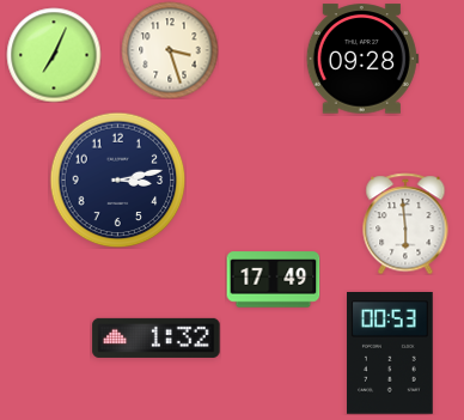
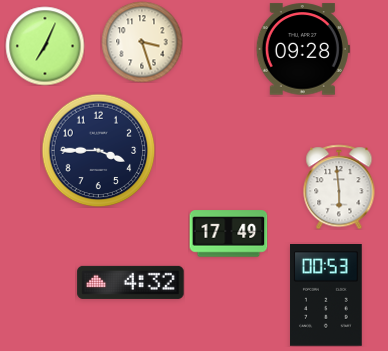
clock at (117, 179): 3:13 -> 3:45
clock at (157, 337): 1:32 -> 4:32
